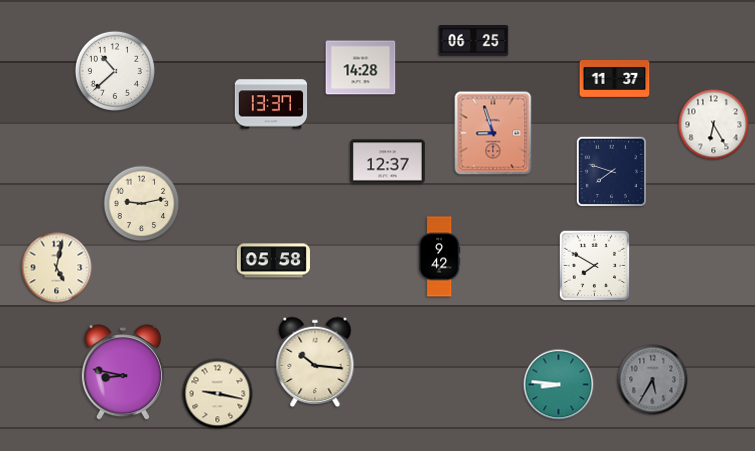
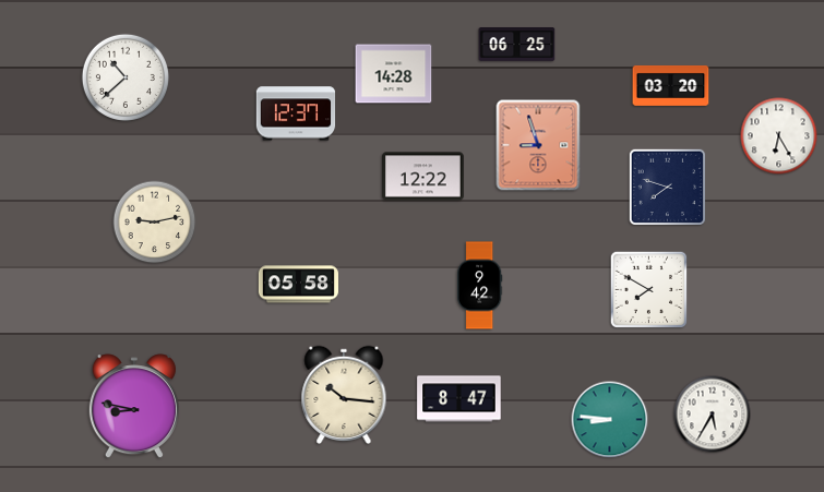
clock at (615, 78): 11:37 -> 03:20
clock at (271, 104): 13:37 -> 12:37
clock at (388, 162): 12:37 -> 12:22
clock at (440, 257) position: (440, 257) -> (480, 286)
clock at (57, 268): 5:02 -> none
clock at (459, 399): none -> 8:47
clock at (653, 380) dial: grey -> white
clock at (218, 394): 9:17 -> none
